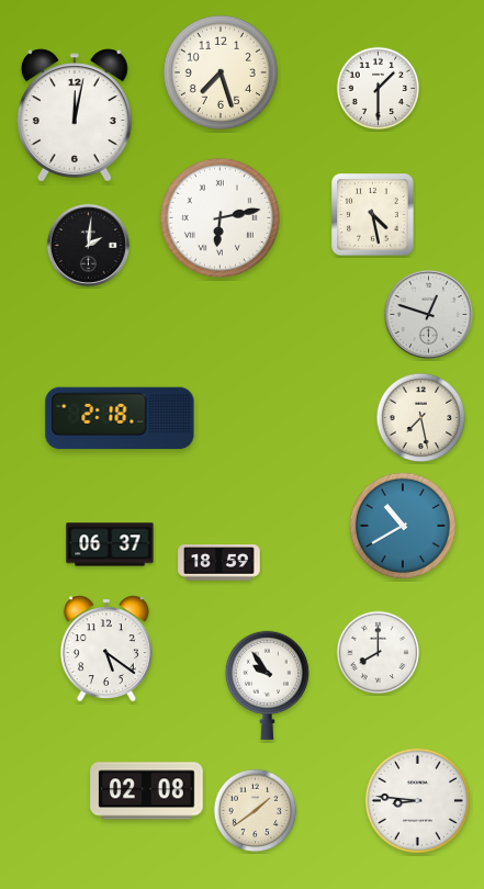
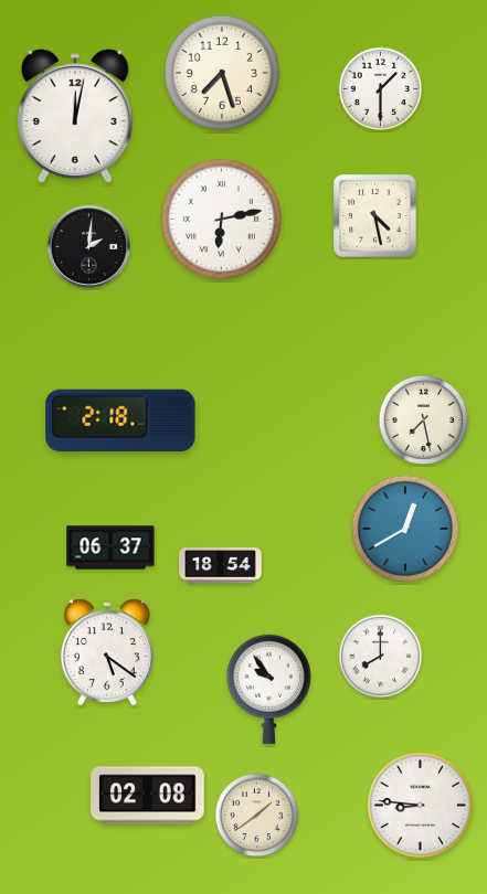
clock at (428, 314): 12:48 -> none
clock at (403, 526): 10:40 -> 12:40
clock at (220, 563): 18:59 -> 18:54
